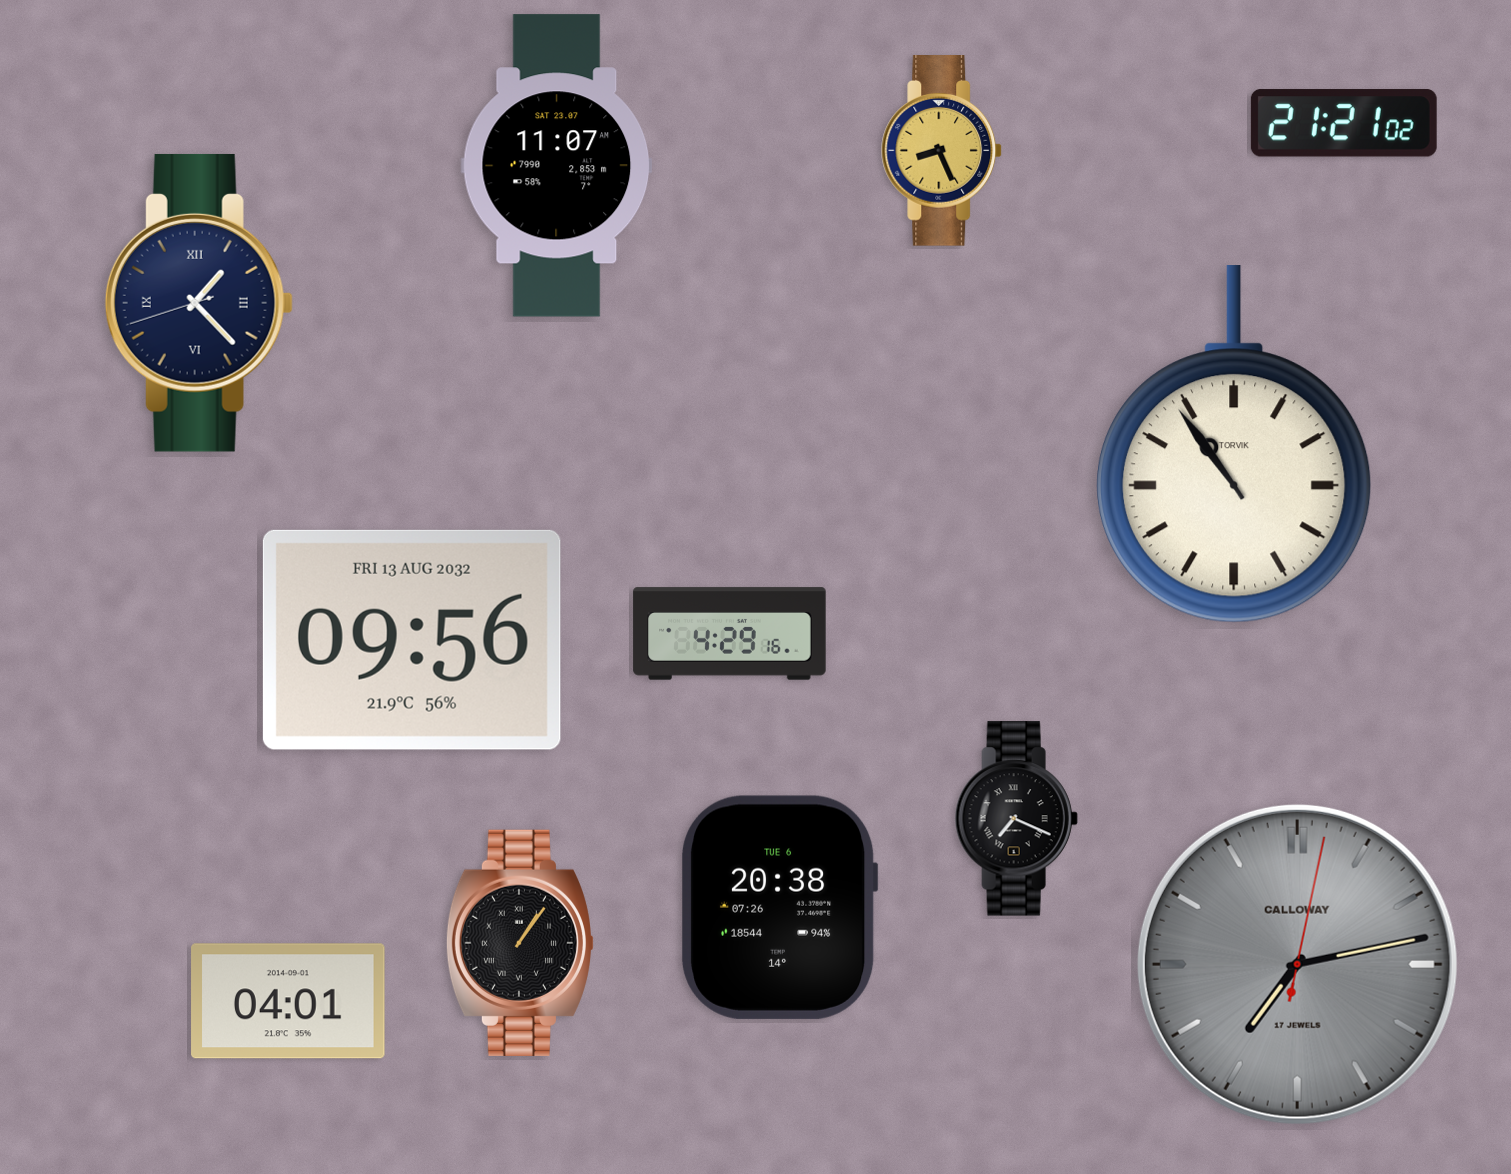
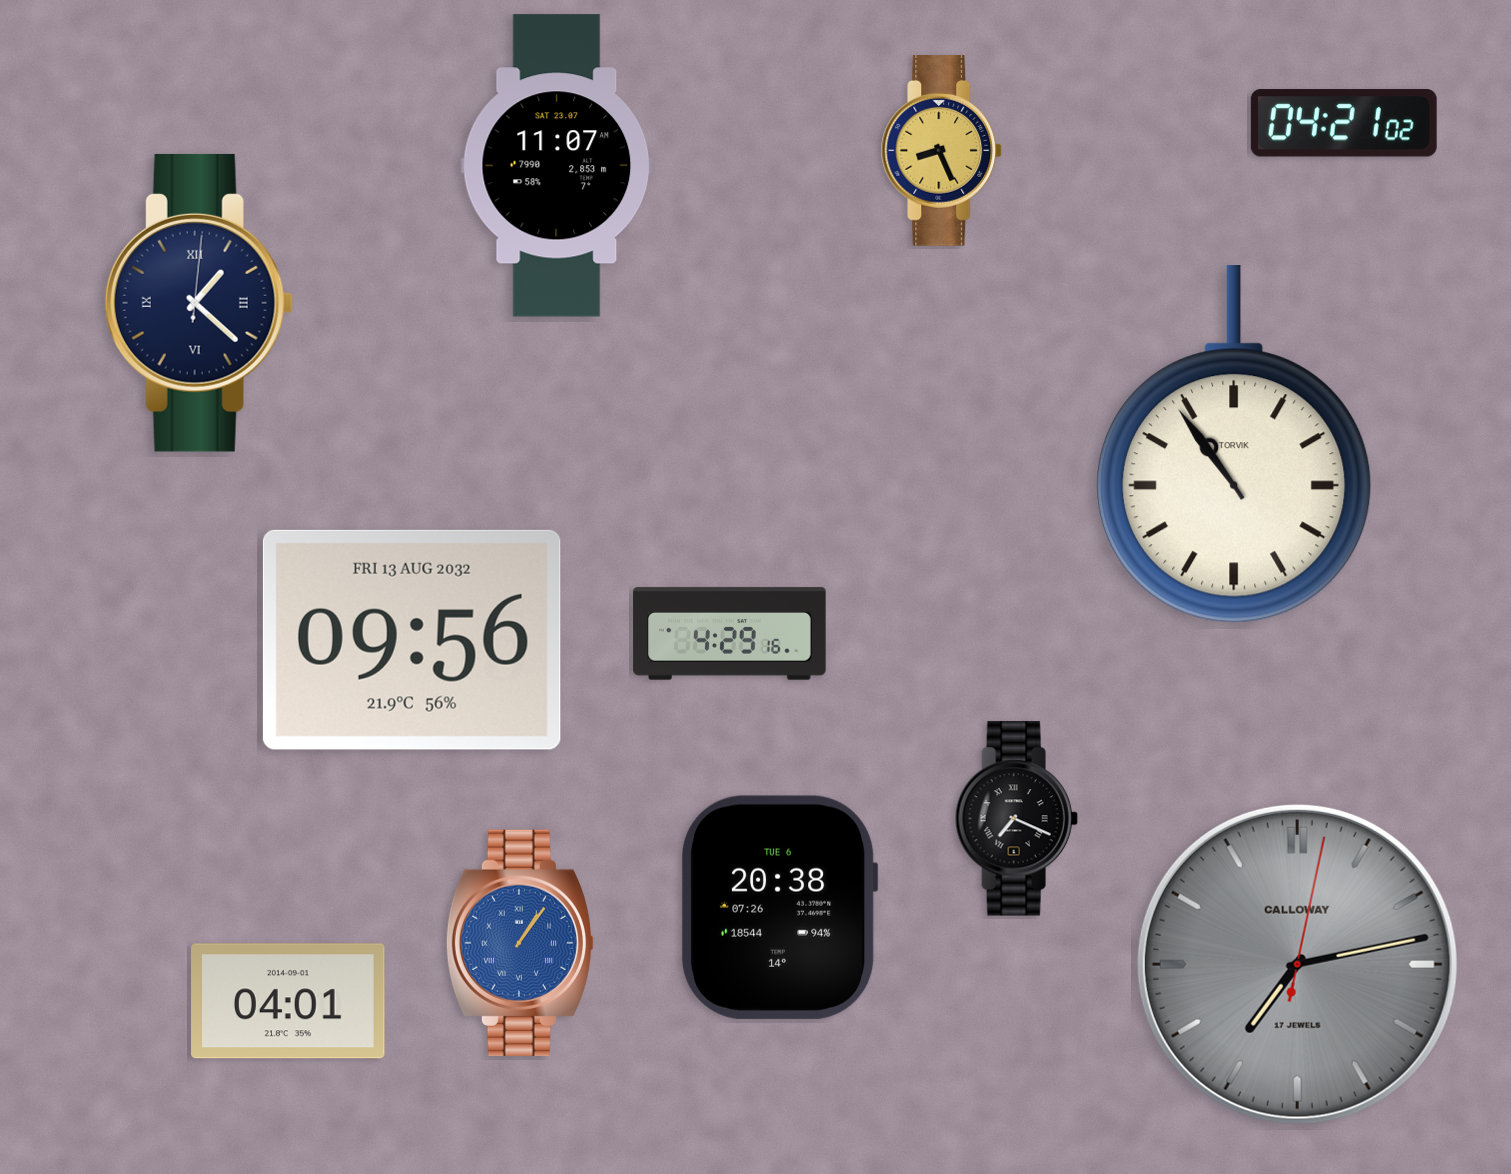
clock at (1344, 123): 21:21 -> 04:21
clock at (199, 303): 1:22:42 -> 1:22:01
clock at (520, 943) dial: black -> blue
